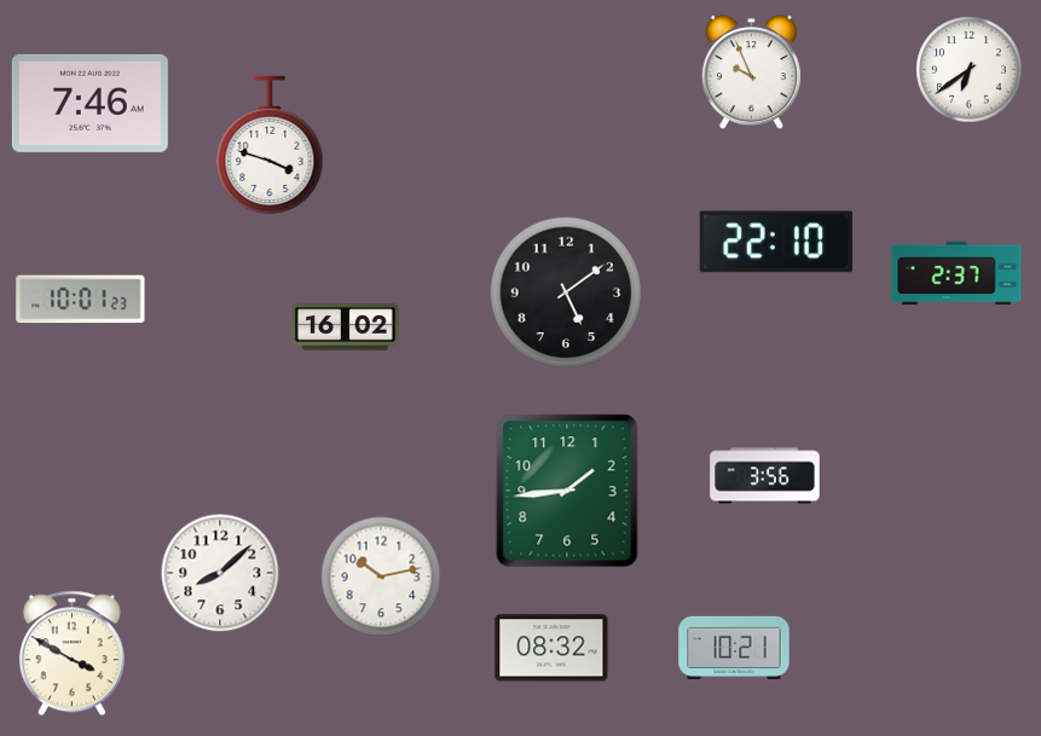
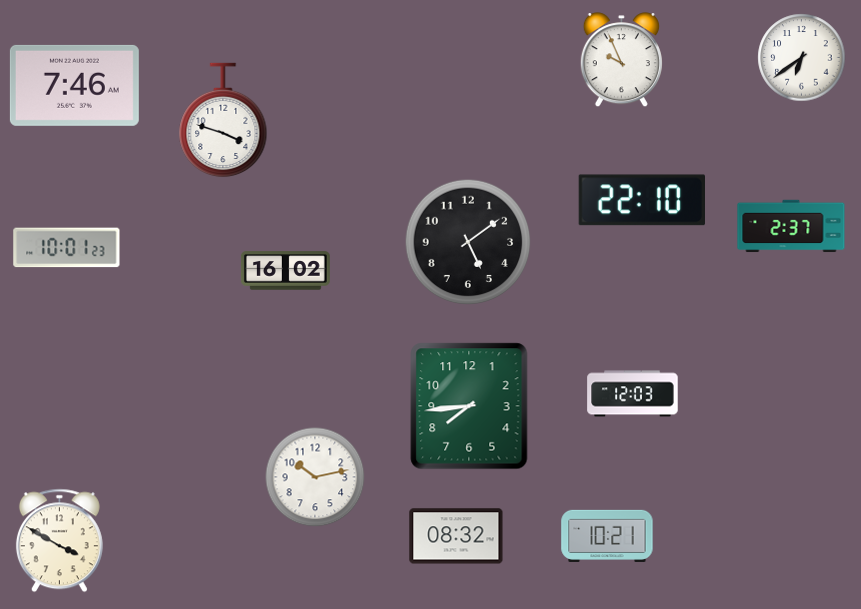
clock at (765, 476): 3:56 -> 12:03
clock at (567, 491): 1:44 -> 7:44
clock at (220, 573): 8:08 -> none
